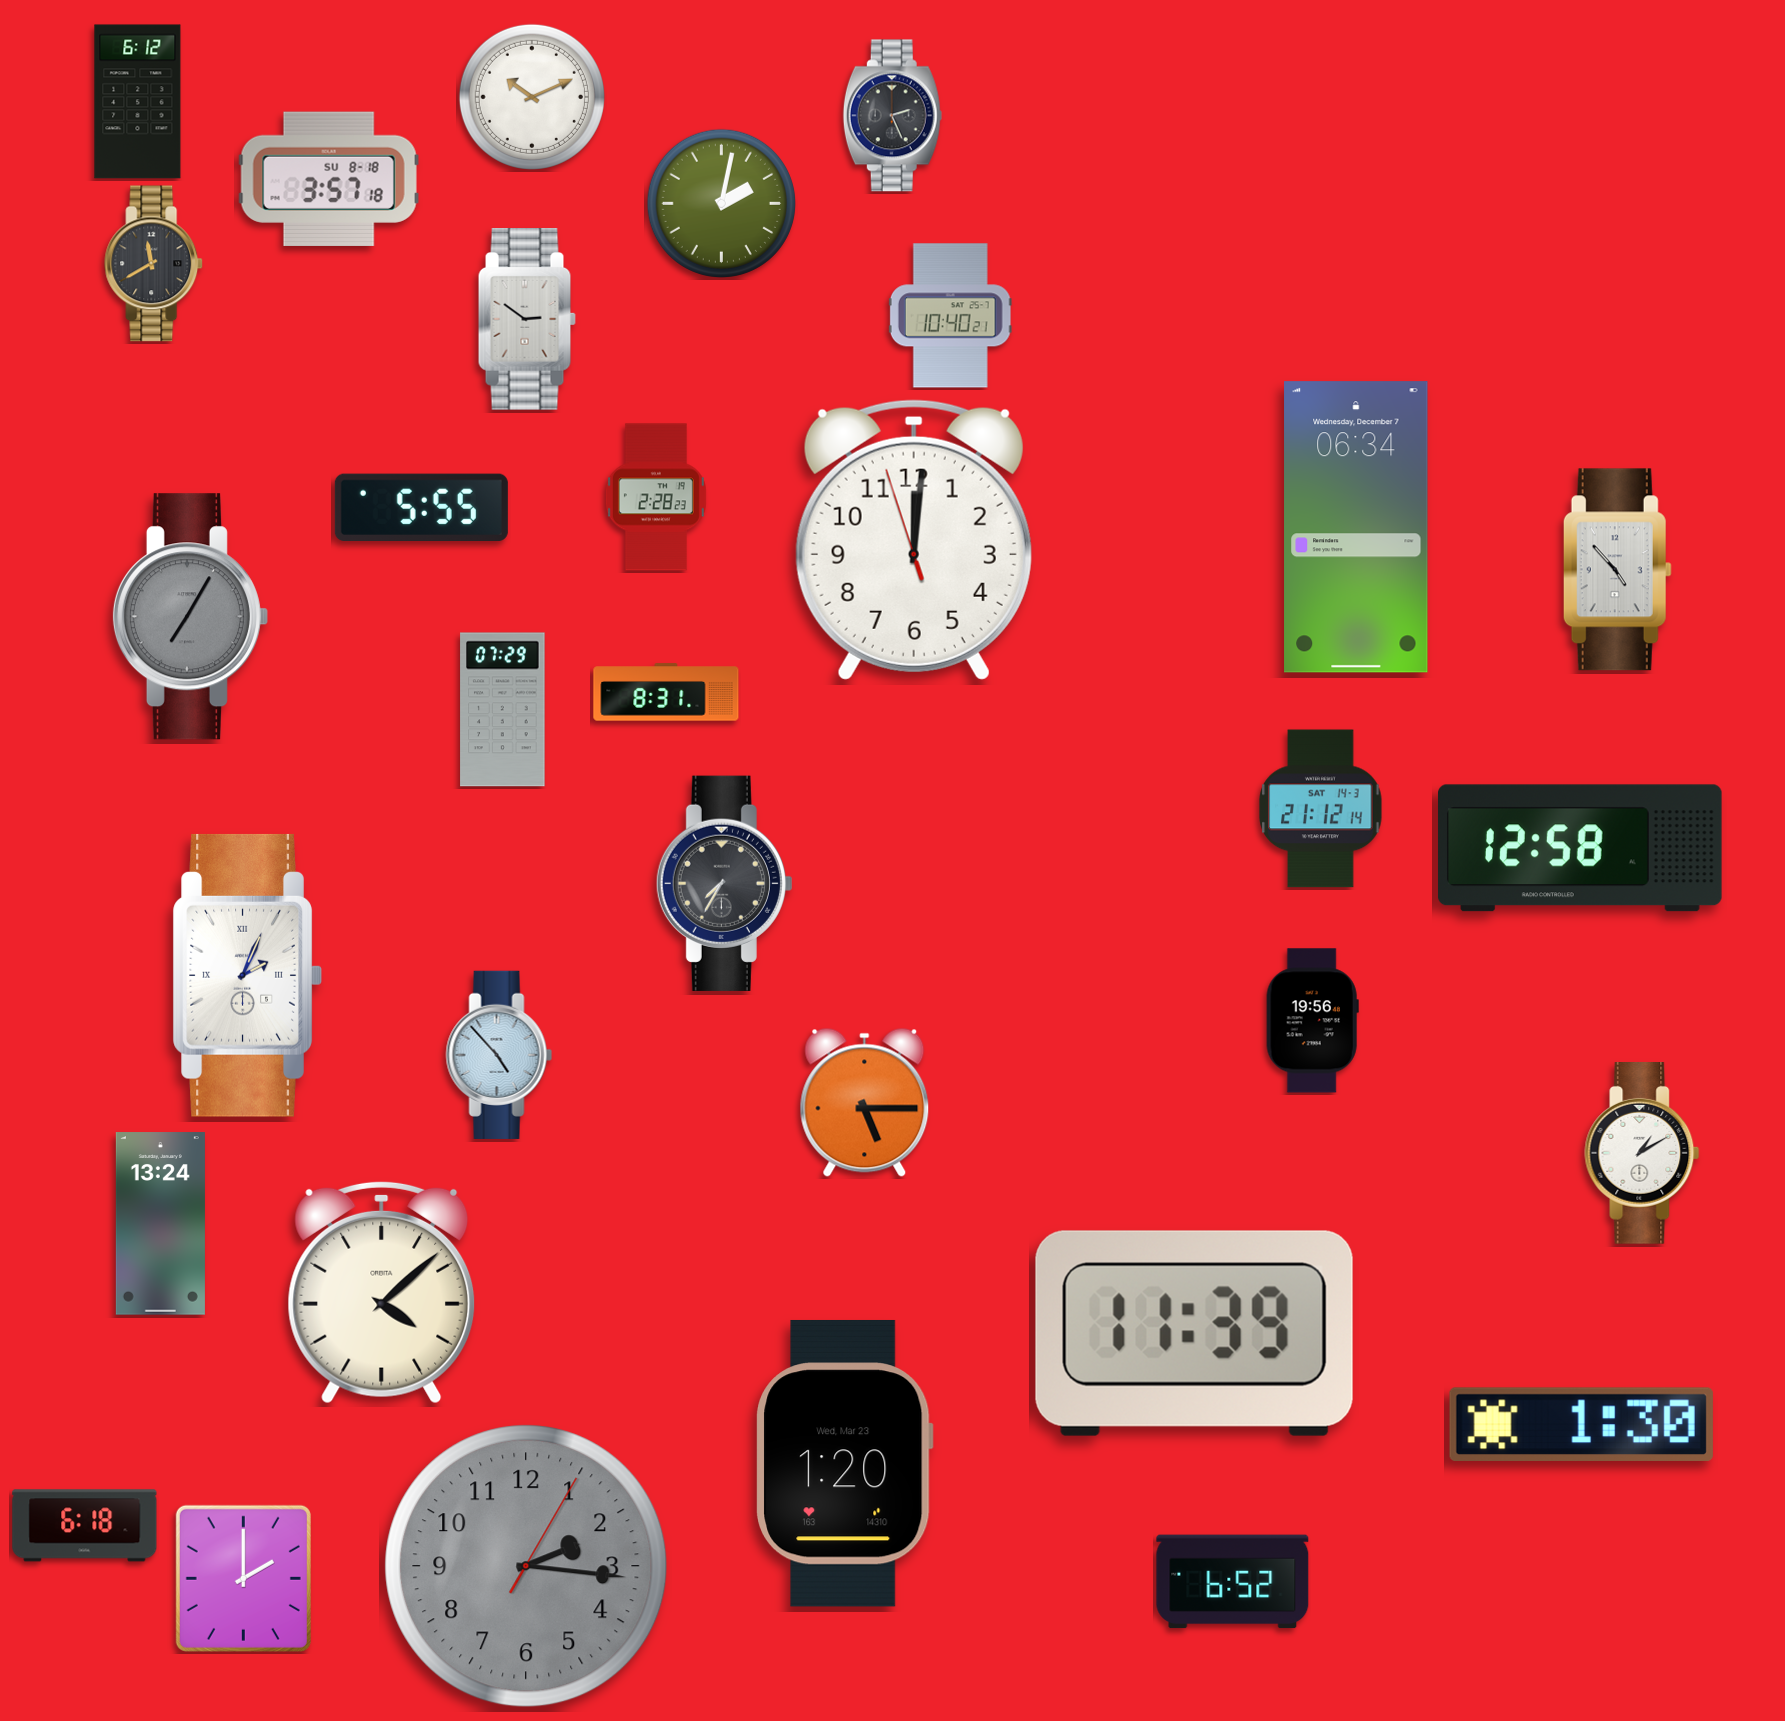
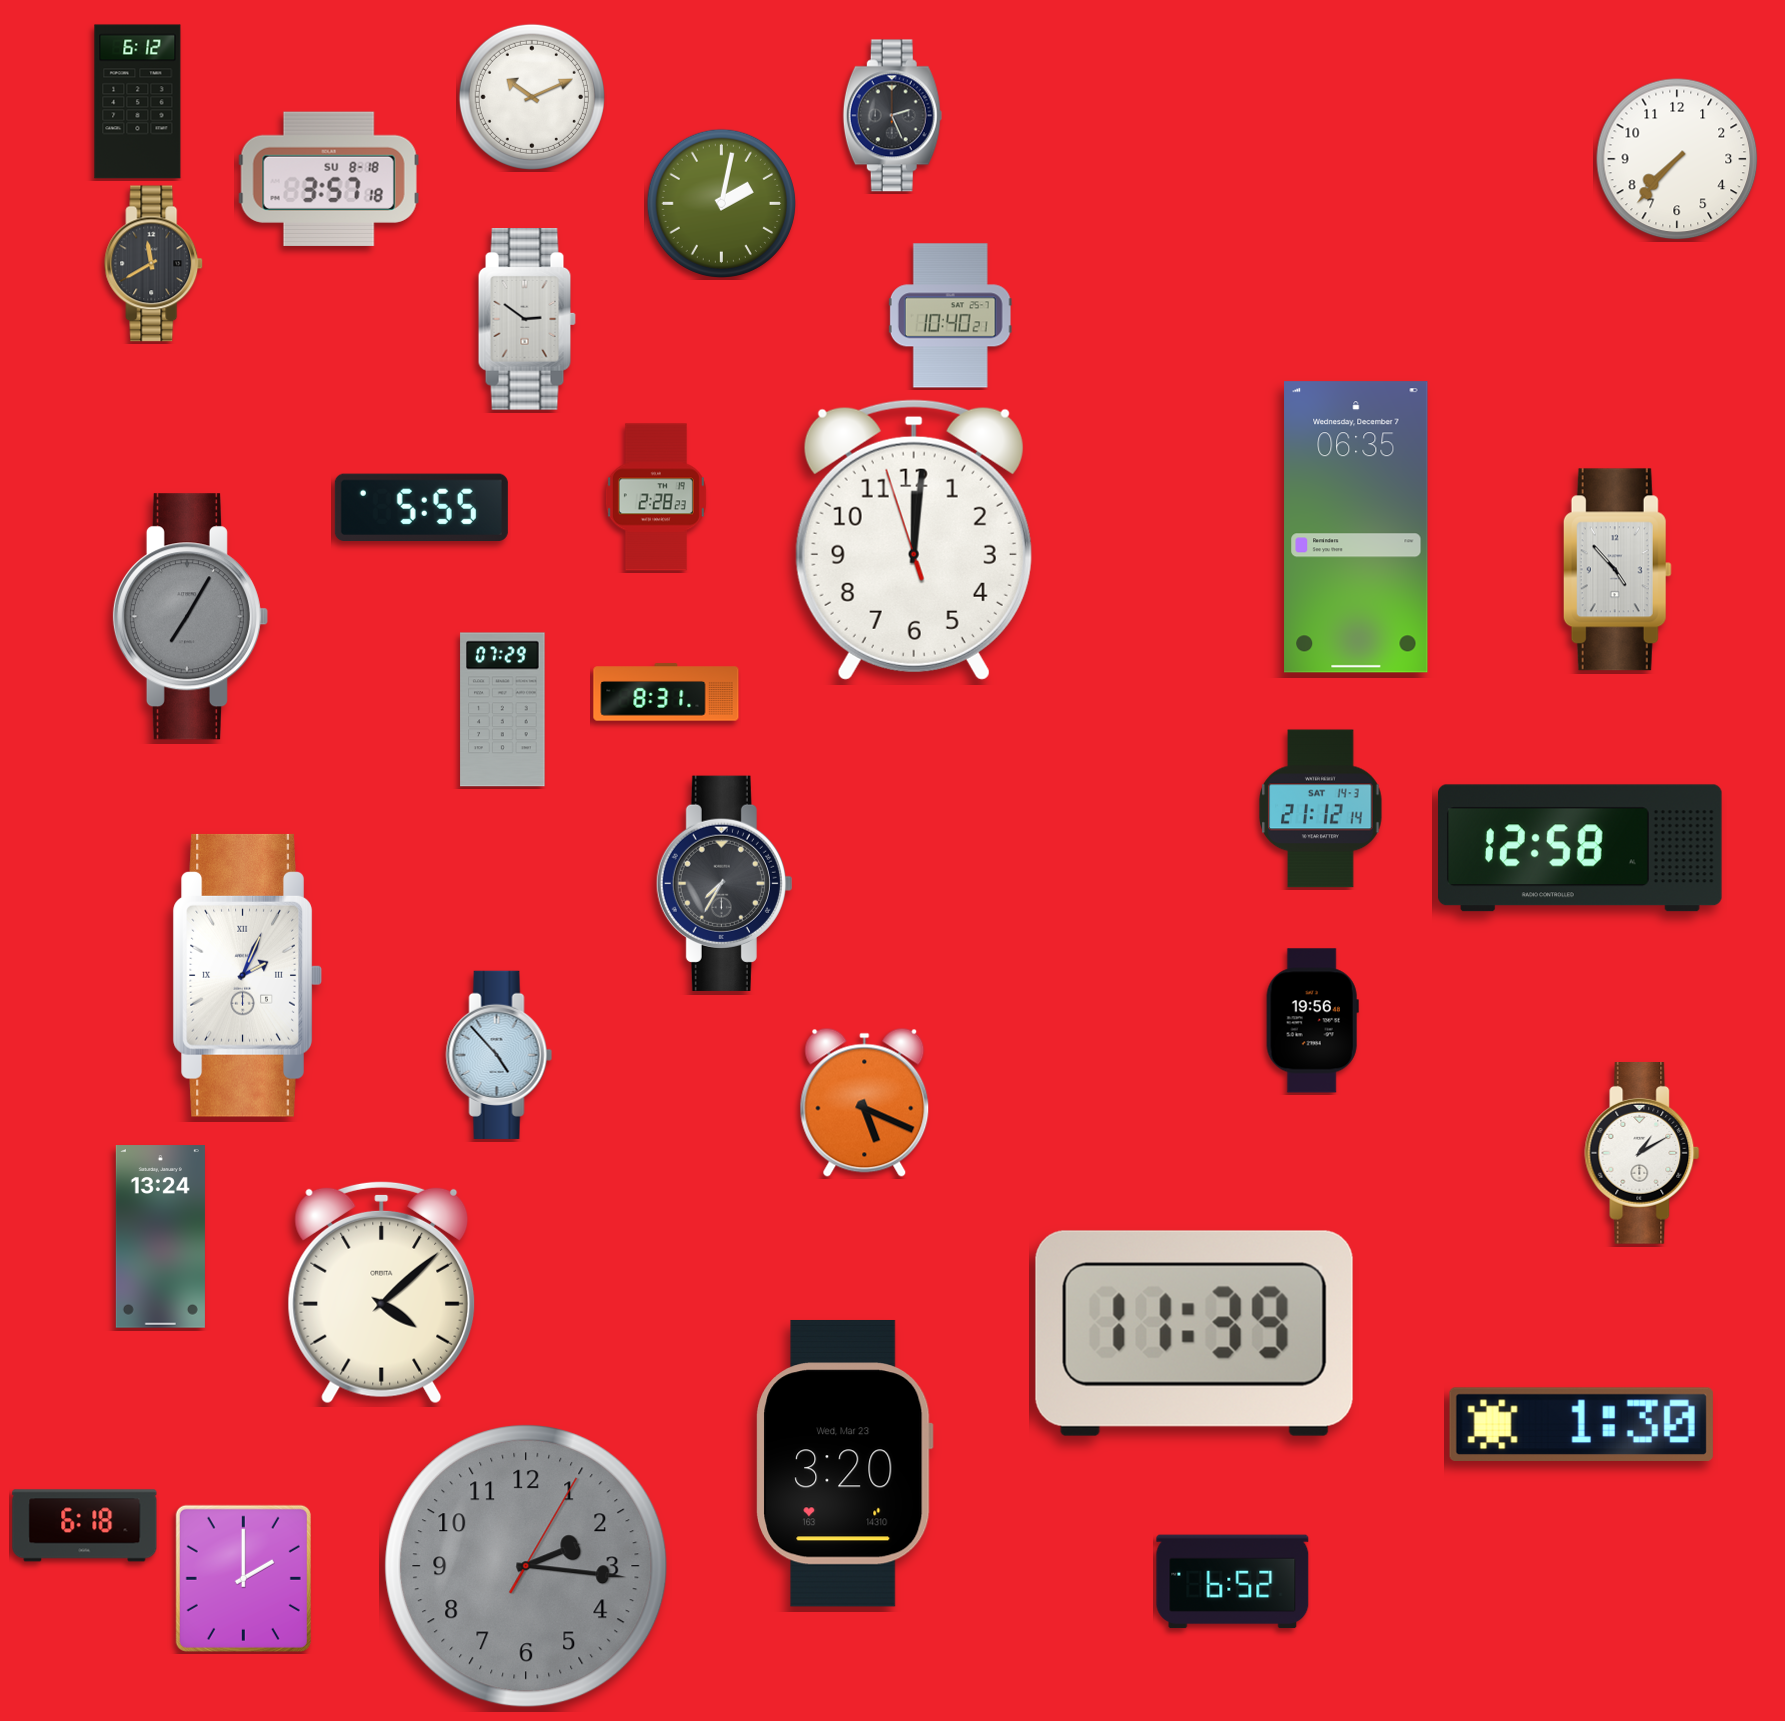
clock at (1677, 159): none -> 7:37
clock at (1356, 527): 06:34 -> 06:35
clock at (865, 1102): 5:15 -> 5:19
clock at (160, 1224) position: (160, 1224) -> (160, 1237)
clock at (844, 1463): 1:20 -> 3:20
